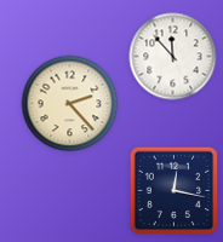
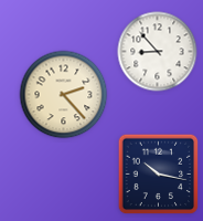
clock at (173, 57): 11:53 -> 8:53
clock at (175, 191): 12:17 -> 10:17
